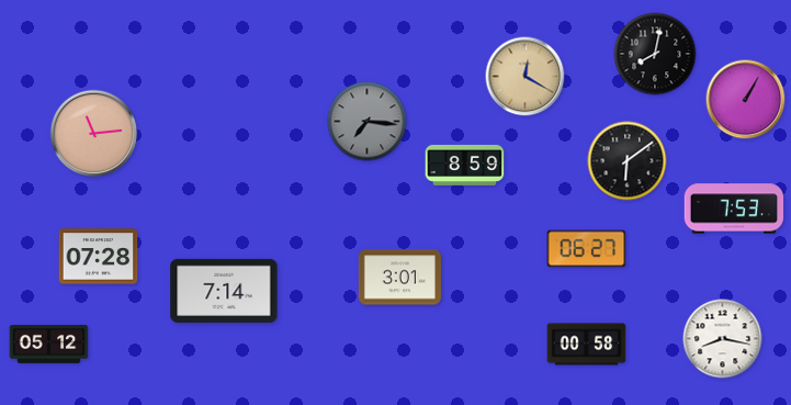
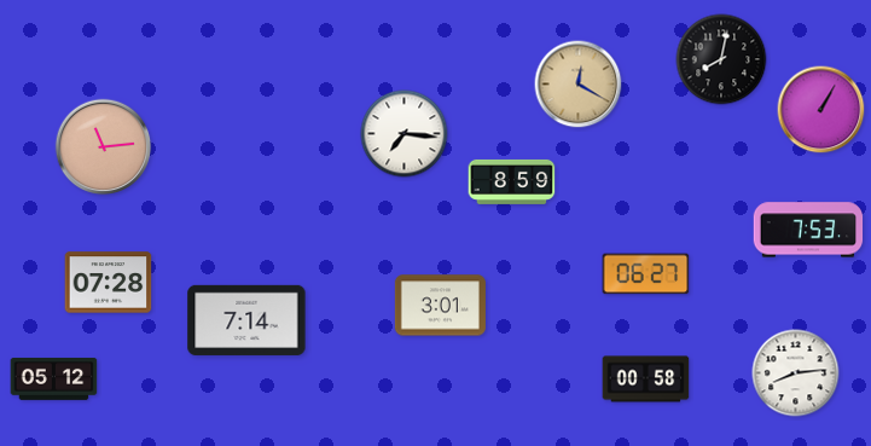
clock at (368, 122) dial: grey -> white
clock at (628, 161): 6:09 -> none
clock at (723, 339): 8:17 -> 8:14
